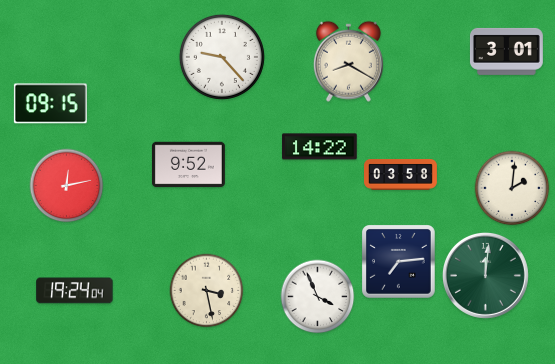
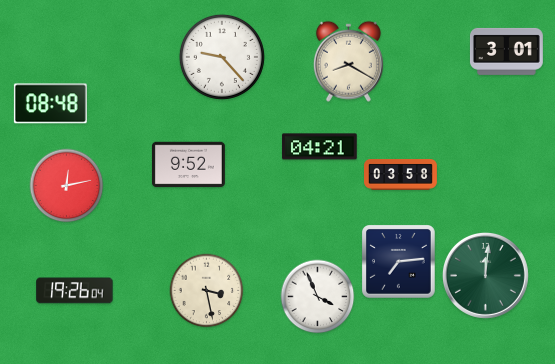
clock at (50, 104): 09:15 -> 08:48
clock at (320, 147): 14:22 -> 04:21
clock at (512, 188): 2:01 -> none
clock at (75, 291): 19:24 -> 19:26
